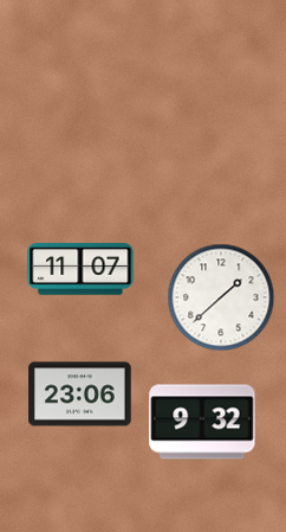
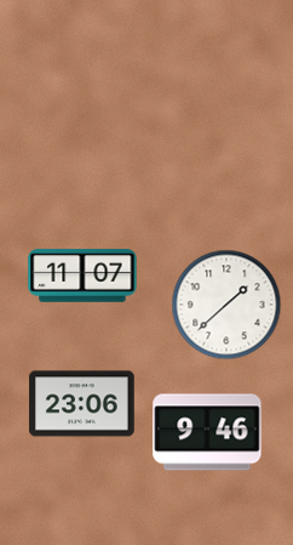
clock at (202, 422): 9:32 -> 9:46
